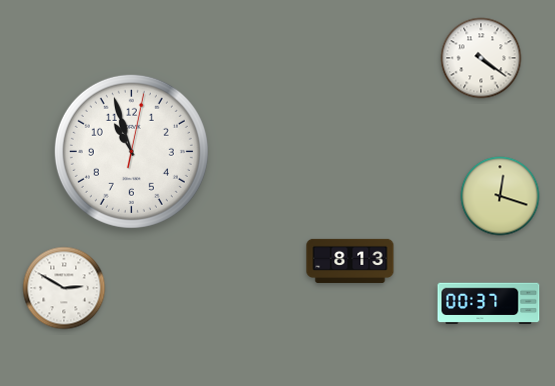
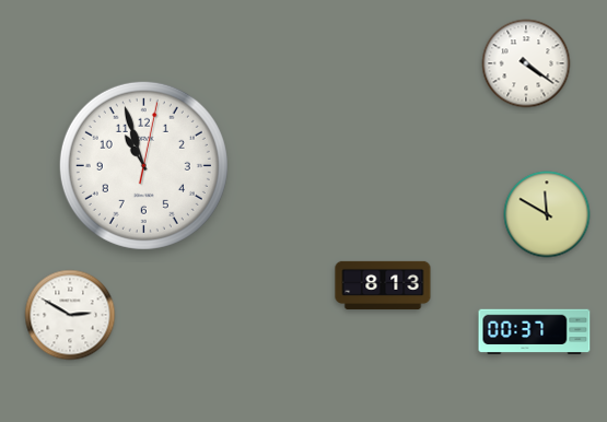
clock at (500, 196): 12:18 -> 11:50
